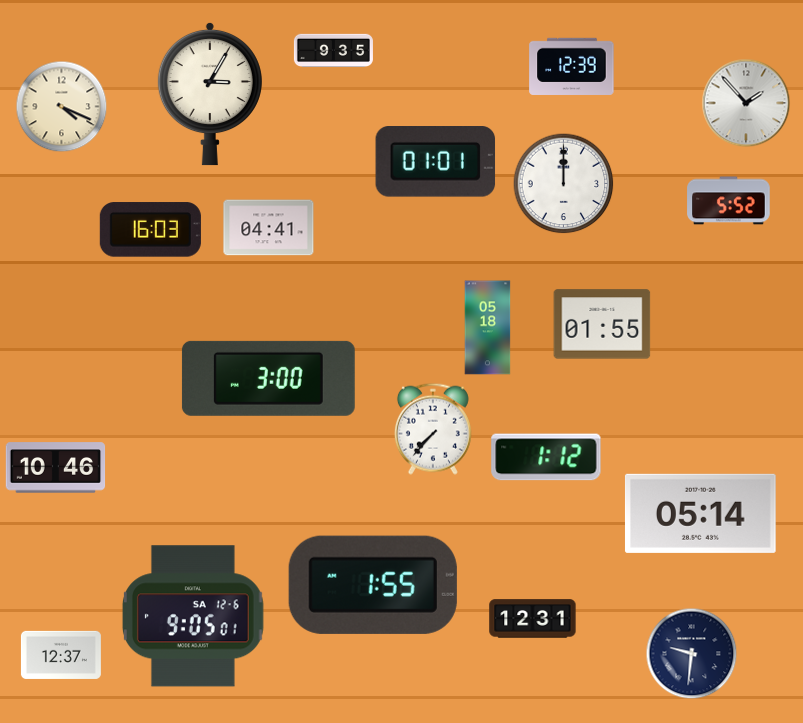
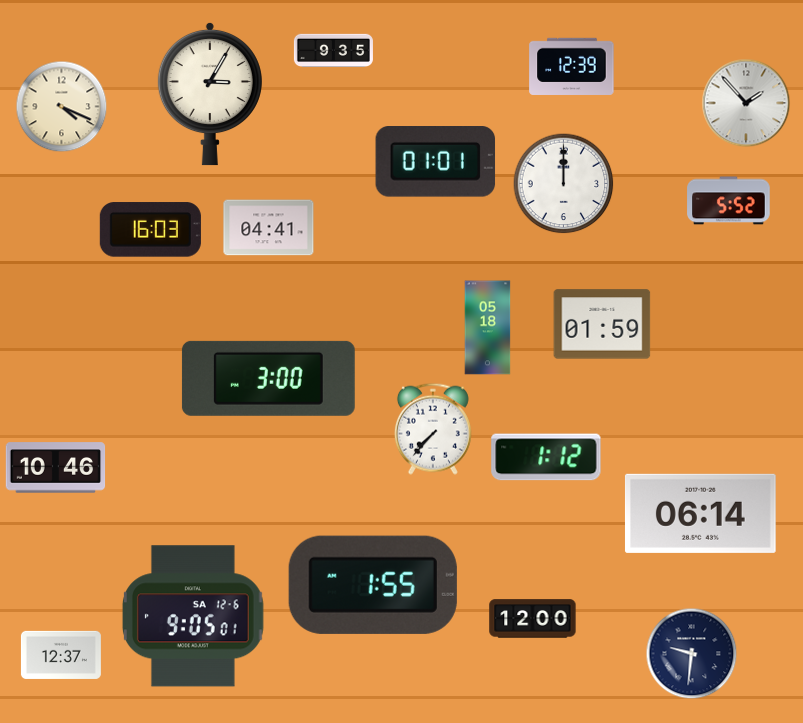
clock at (602, 324): 01:55 -> 01:59
clock at (700, 513): 05:14 -> 06:14
clock at (533, 619): 12:31 -> 12:00
